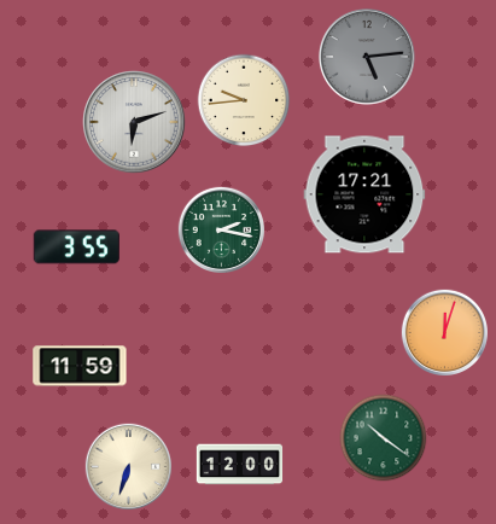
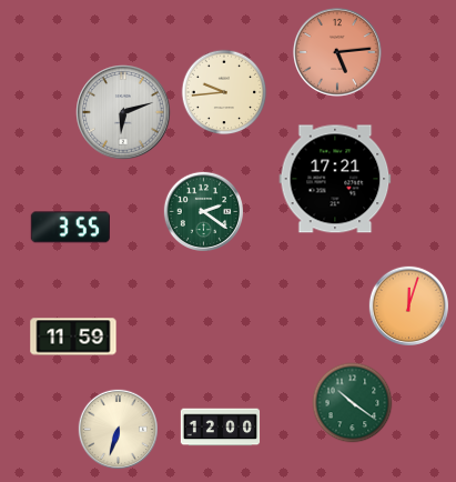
clock at (367, 57) dial: grey -> salmon
clock at (221, 229): 2:17 -> 2:21
